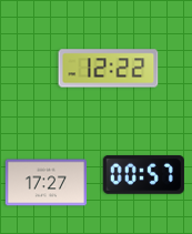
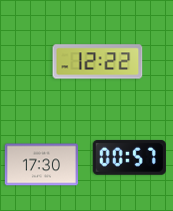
clock at (46, 183): 17:27 -> 17:30
